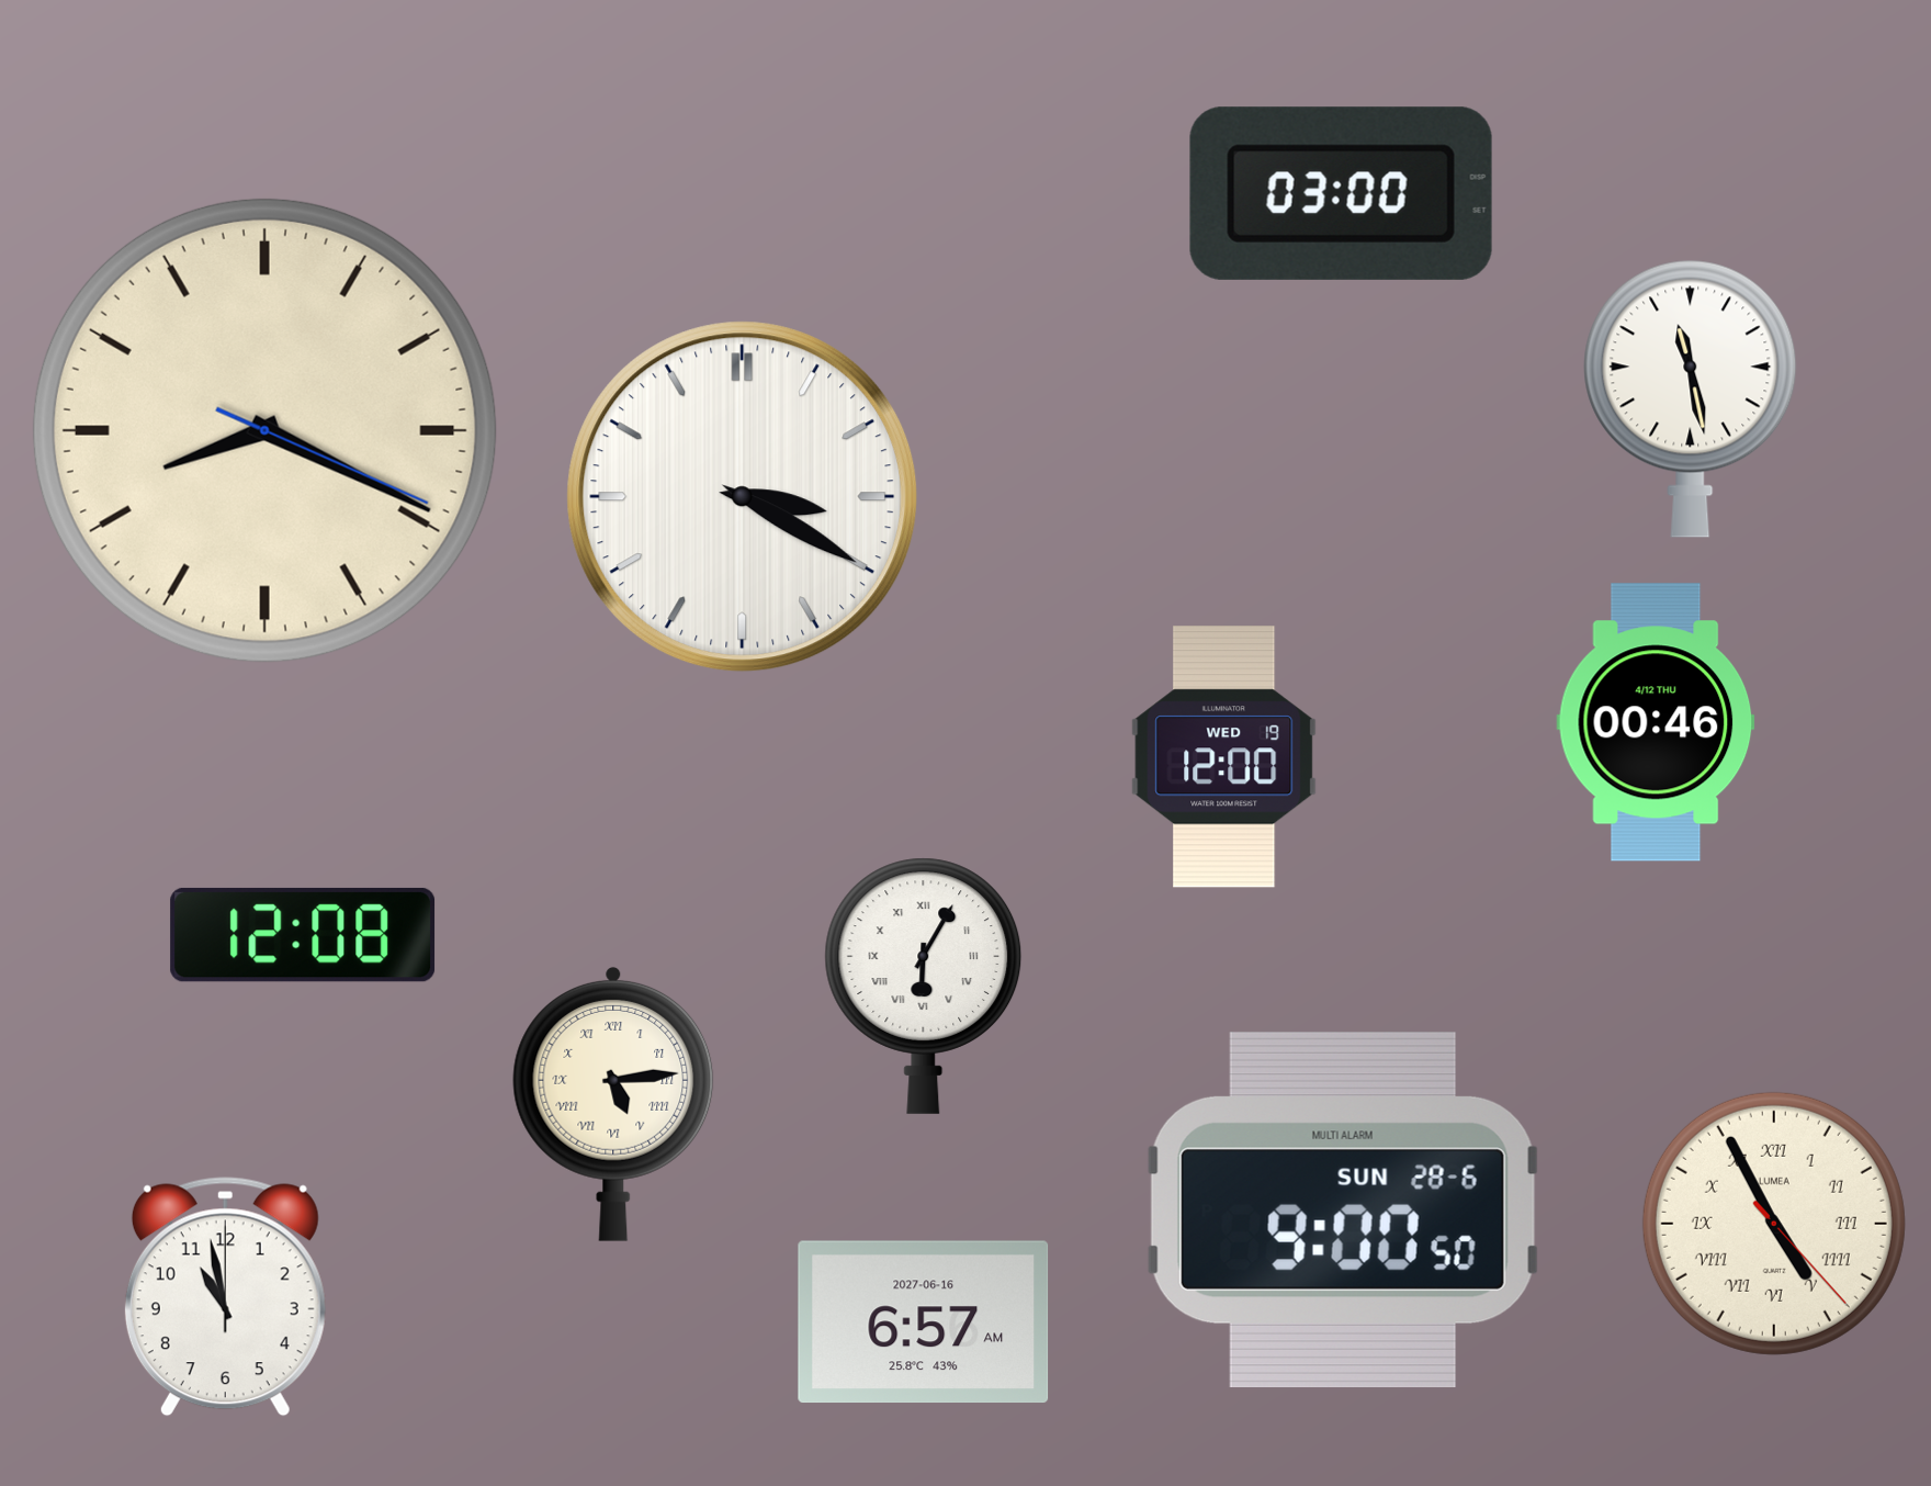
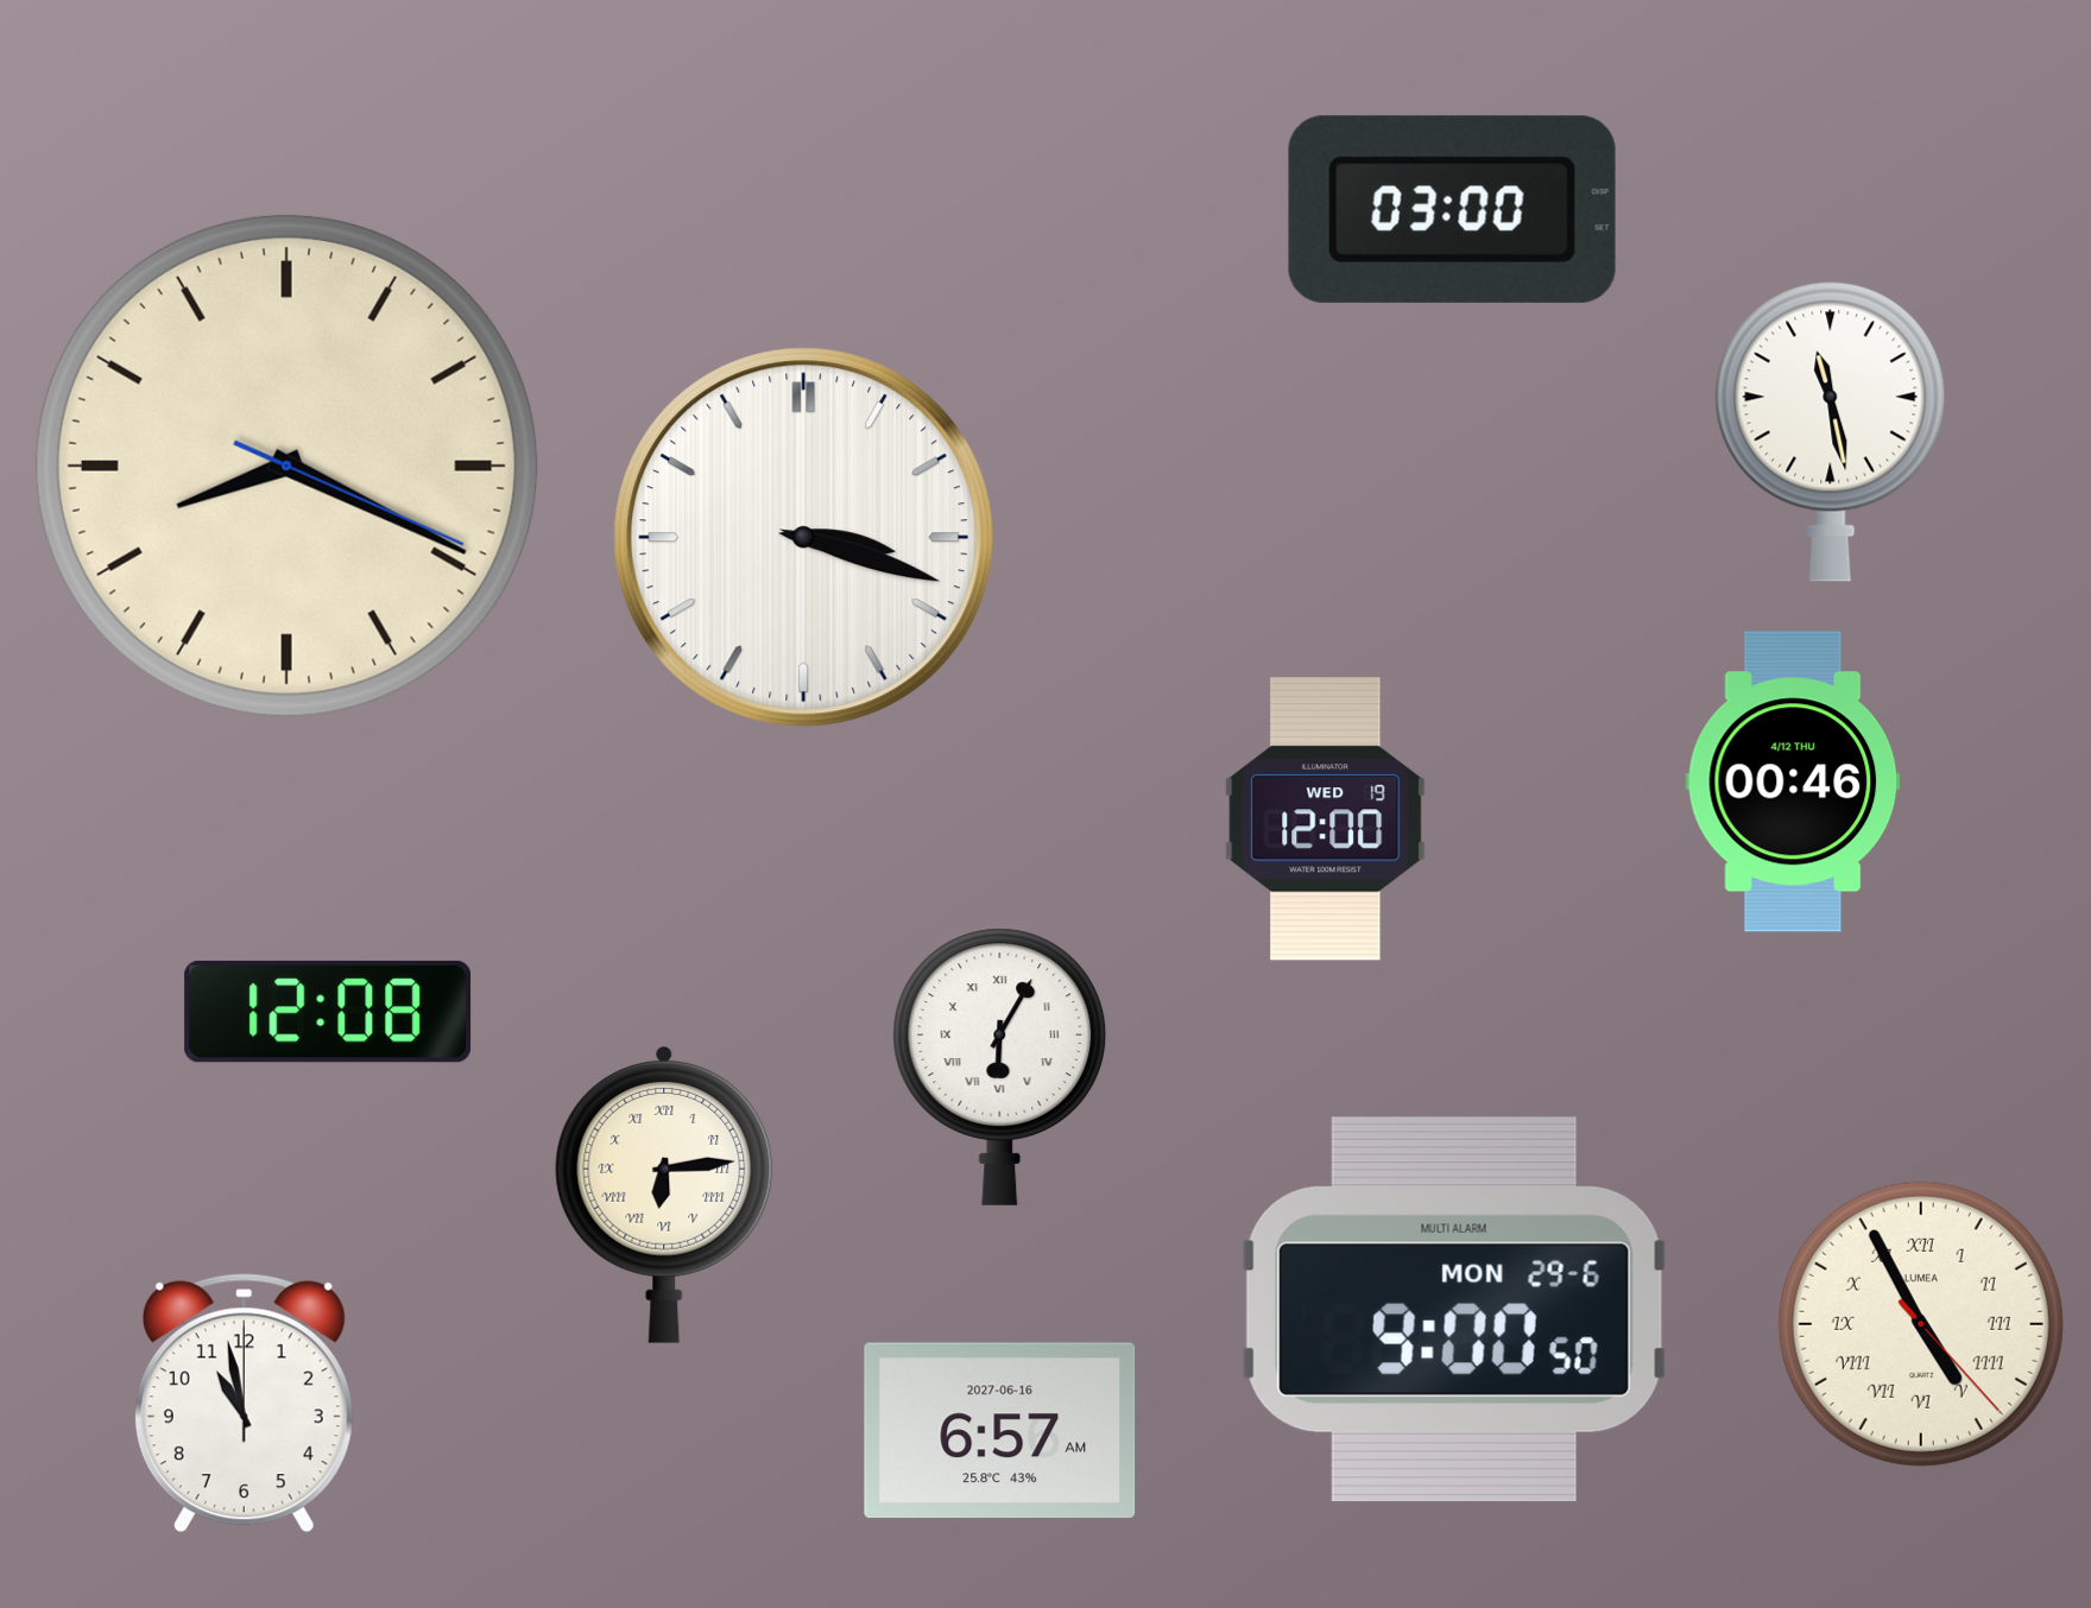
clock at (743, 497): 3:20 -> 3:18
clock at (613, 1103): 5:14 -> 6:14
clock at (1343, 1211) date: SUN 28-6 -> MON 29-6
